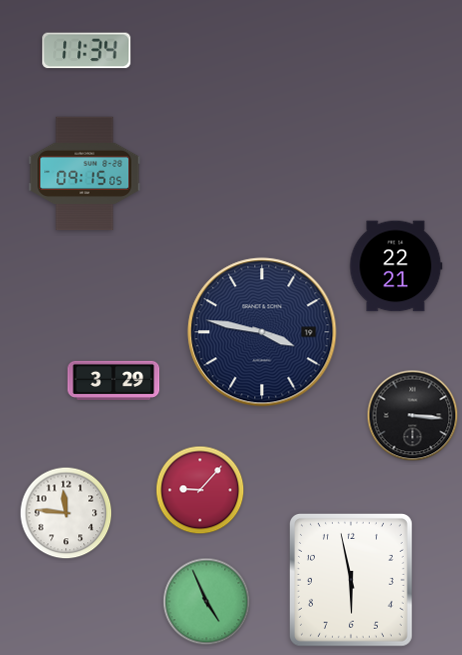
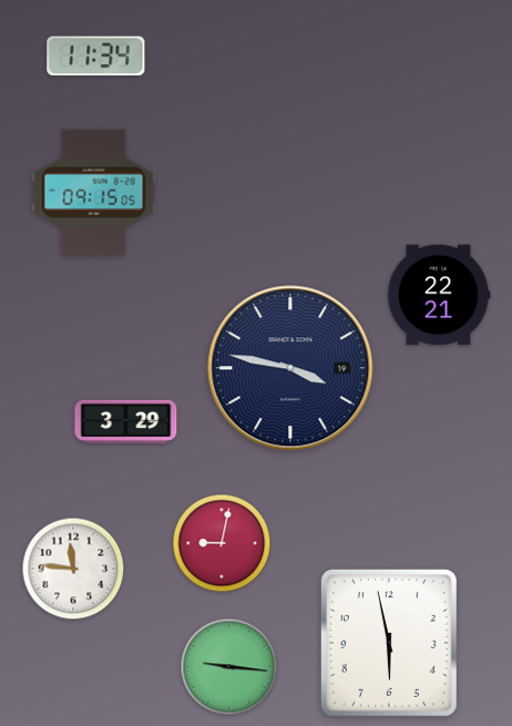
clock at (413, 416): 3:16 -> none
clock at (200, 490): 9:07 -> 9:02
clock at (207, 602): 4:56 -> 9:16
